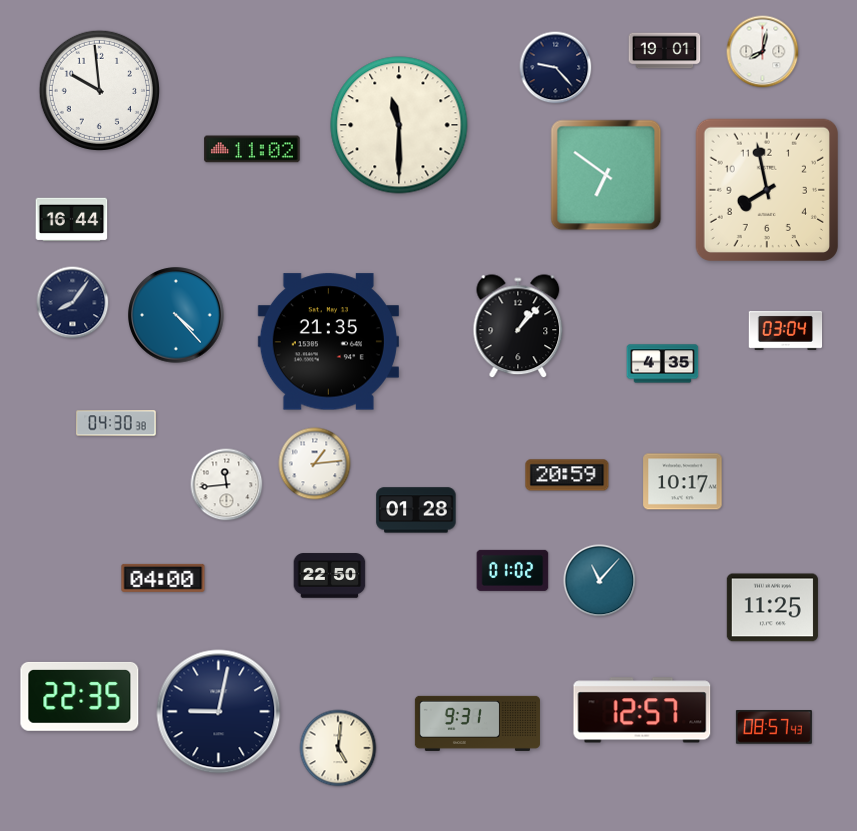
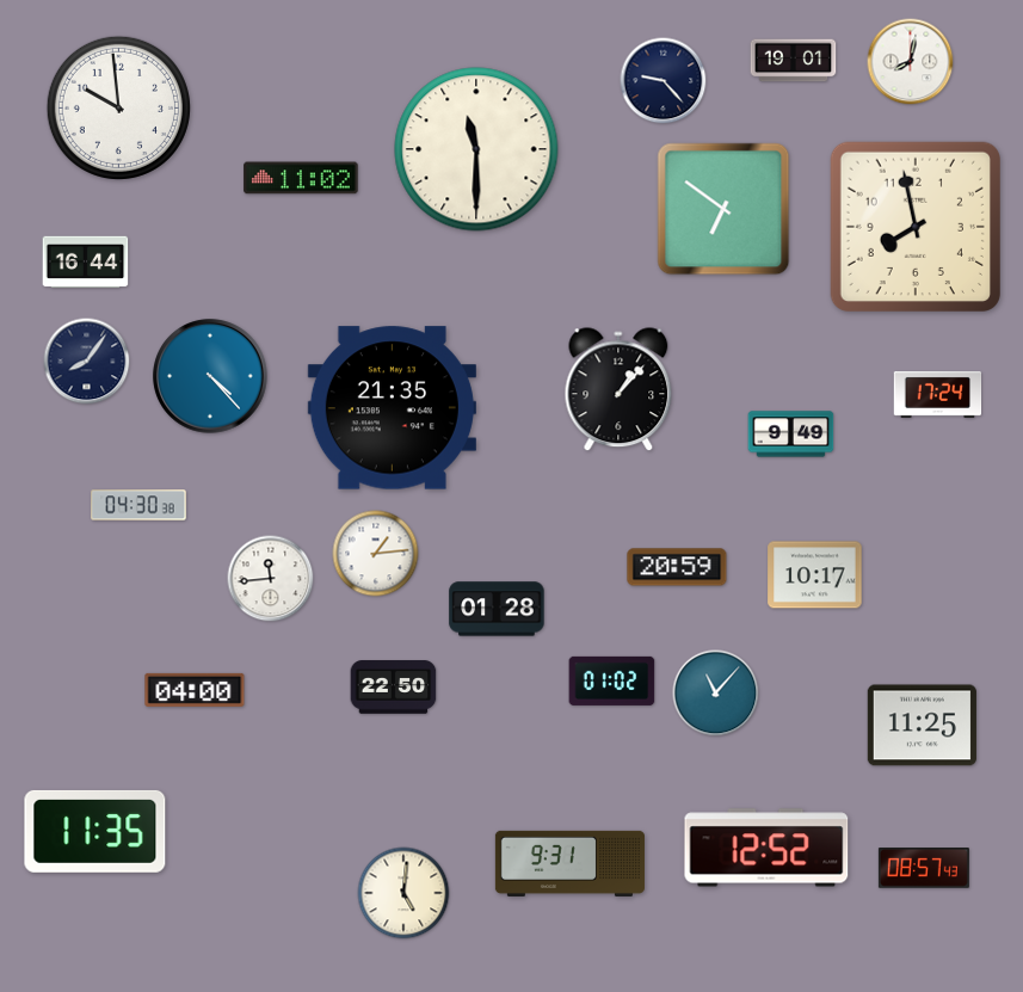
clock at (786, 330): 03:04 -> 17:24
clock at (663, 364): 4:35 -> 9:49
clock at (80, 696): 22:35 -> 11:35
clock at (642, 710): 12:57 -> 12:52
clock at (219, 712): 9:02 -> none
